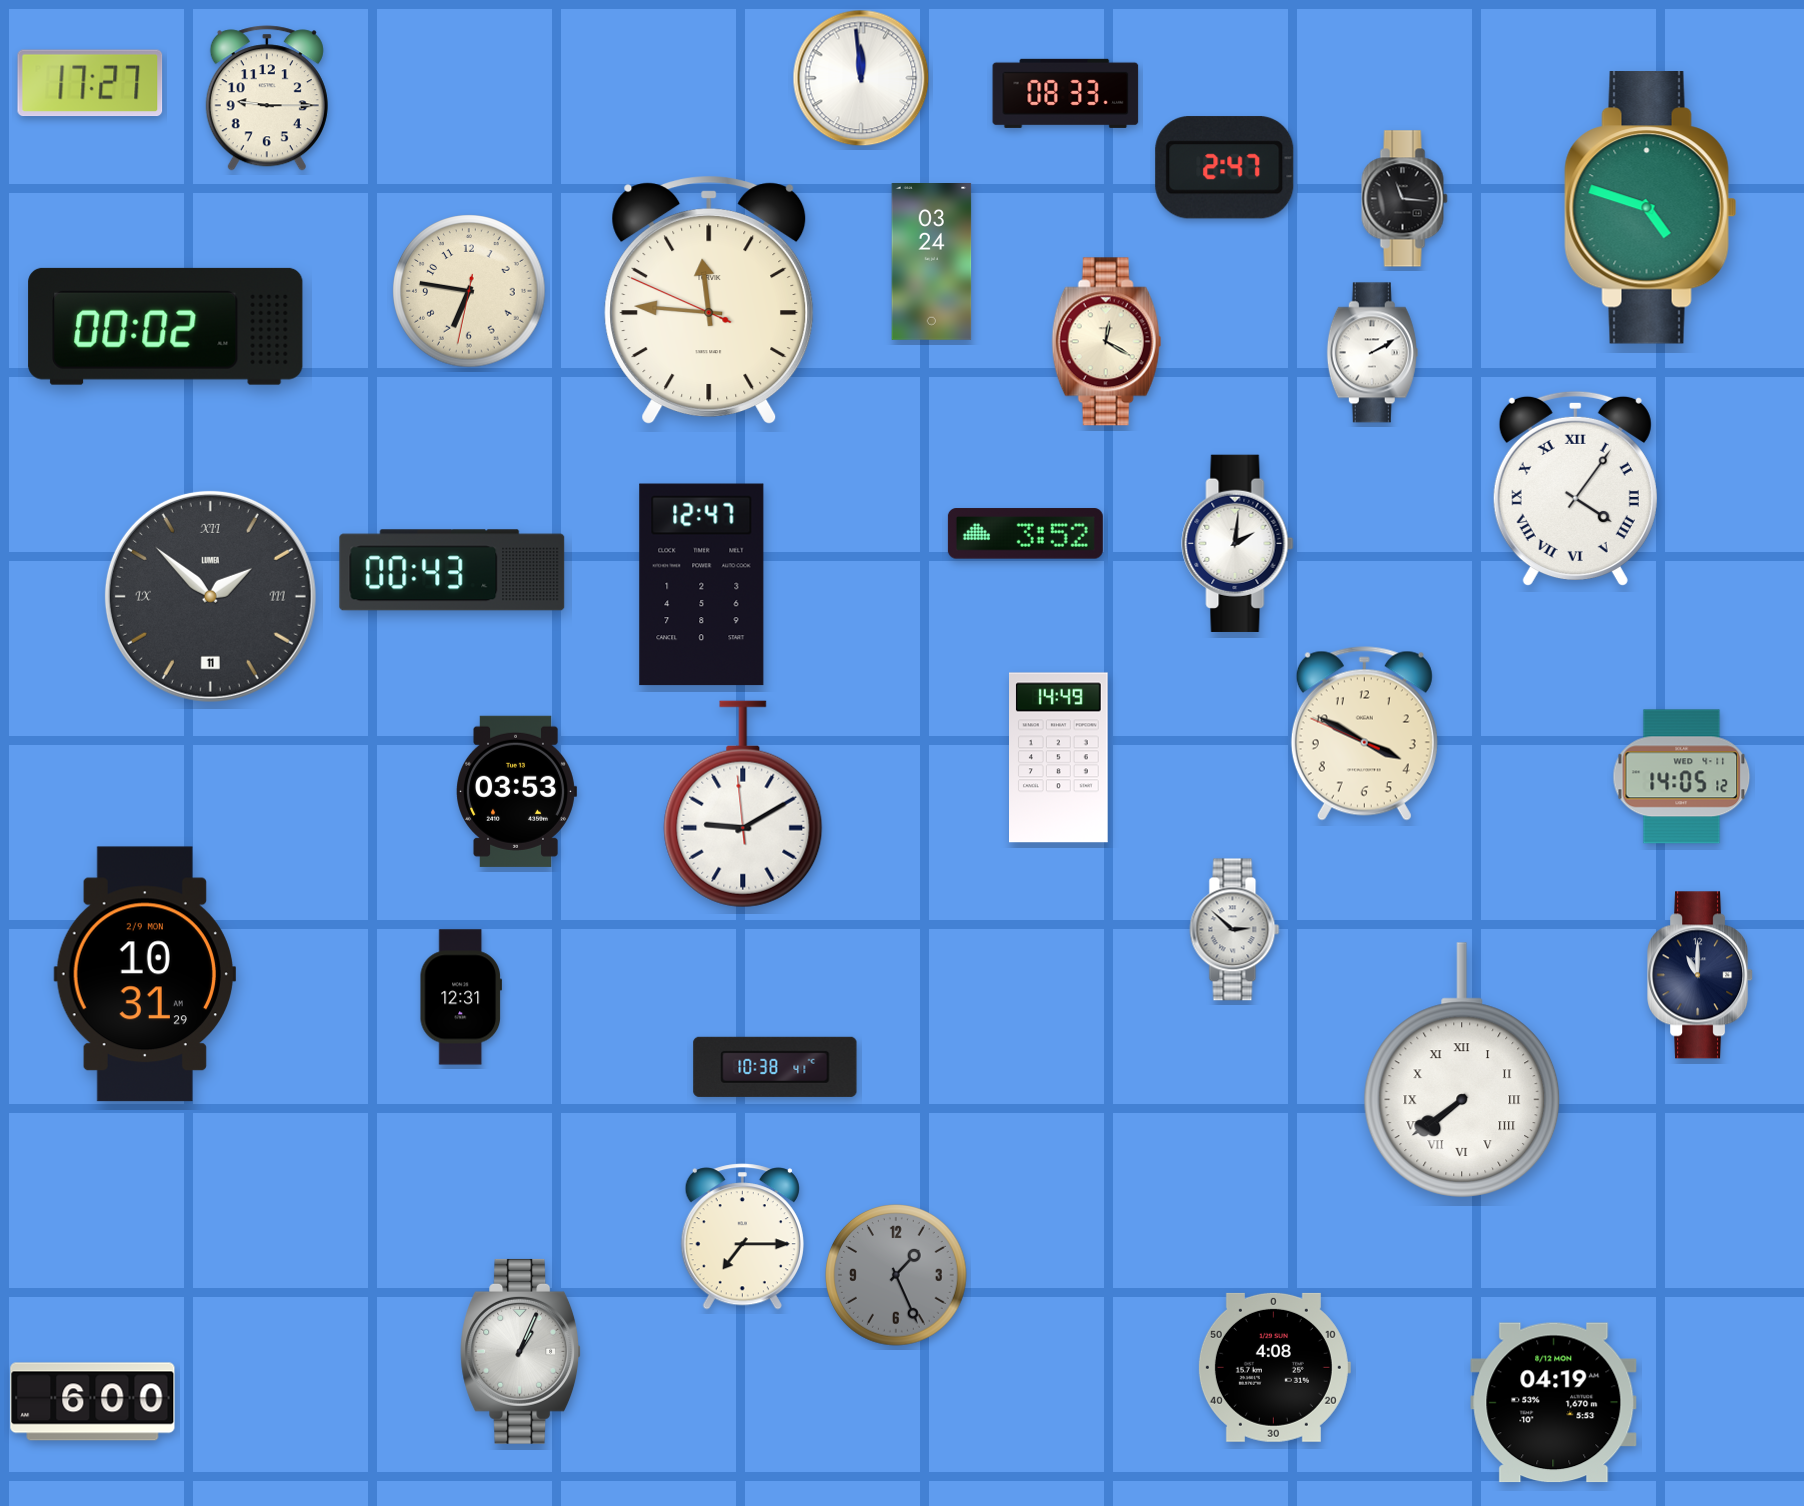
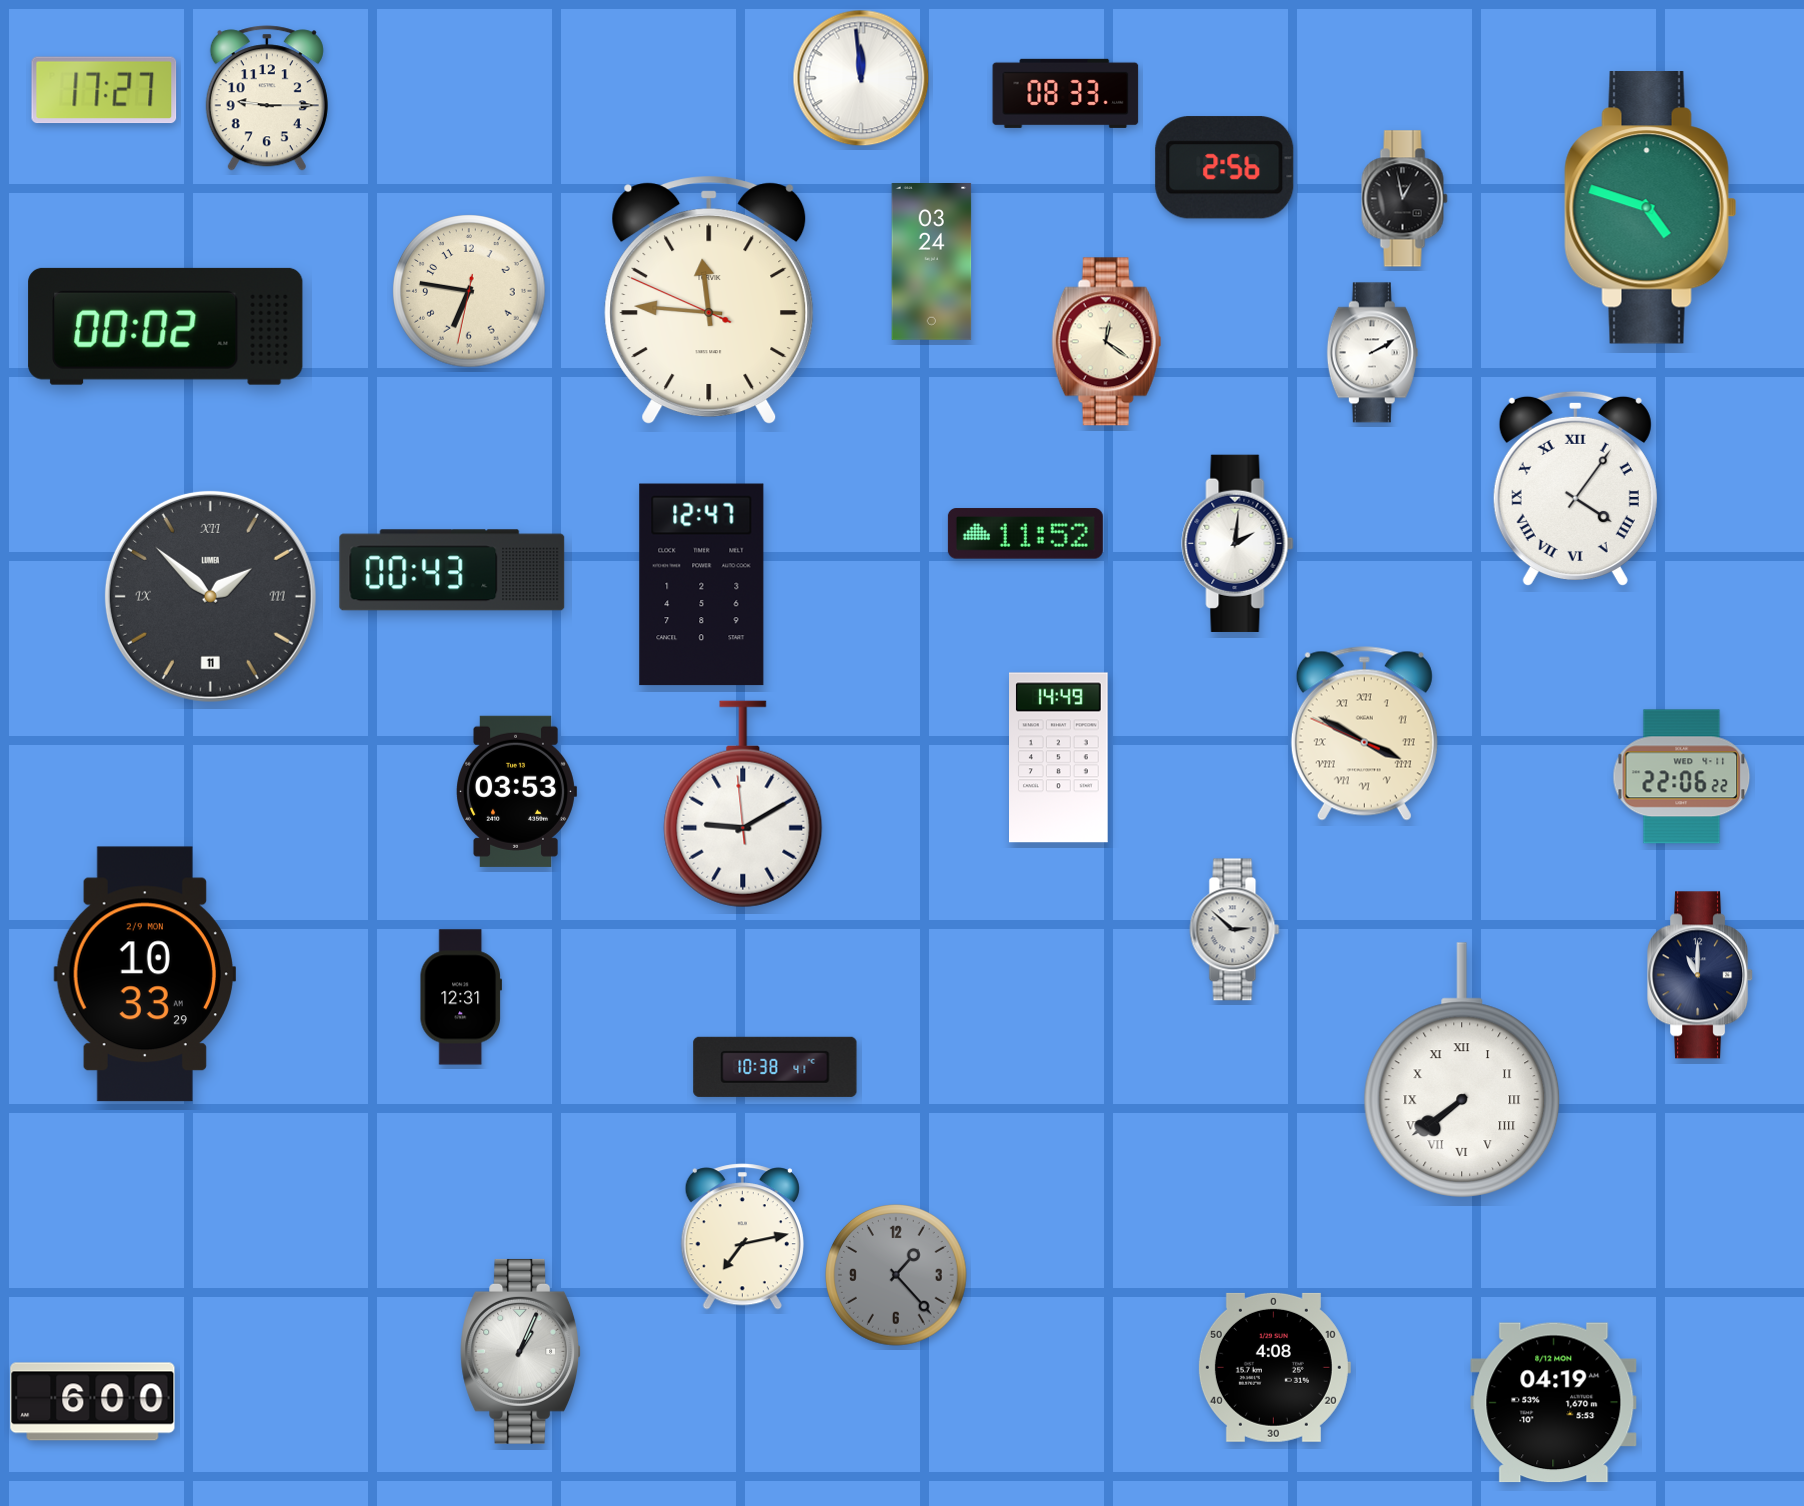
clock at (90, 83) position: (90, 83) -> (104, 90)
clock at (1225, 168): 2:47 -> 2:56
clock at (1405, 199): 11:16 -> 12:58
clock at (1107, 342): 12:20 -> 12:21
clock at (1025, 534): 3:52 -> 11:52
clock at (1364, 734) numerals: Arabic -> Roman
clock at (1682, 777): 14:05 -> 22:06
clock at (144, 974): 10:31 -> 10:33
clock at (742, 1237): 7:15 -> 7:13
clock at (897, 1276): 1:26 -> 1:23
